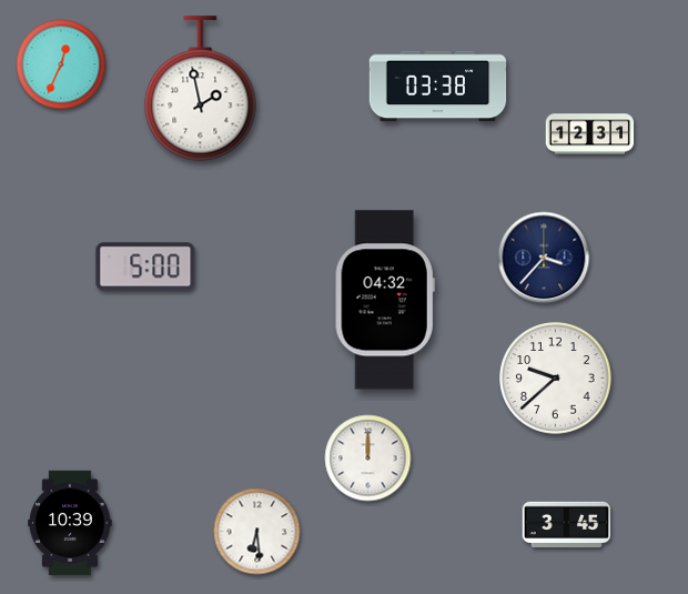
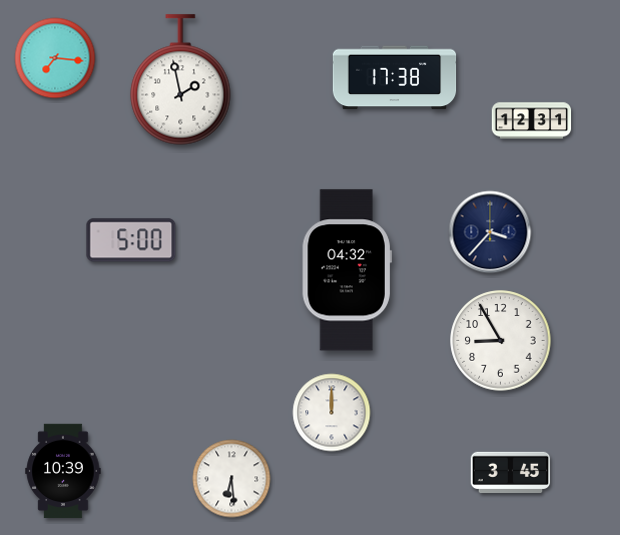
clock at (61, 64): 12:34 -> 7:16
clock at (438, 87): 03:38 -> 17:38
clock at (556, 379): 9:38 -> 8:55
